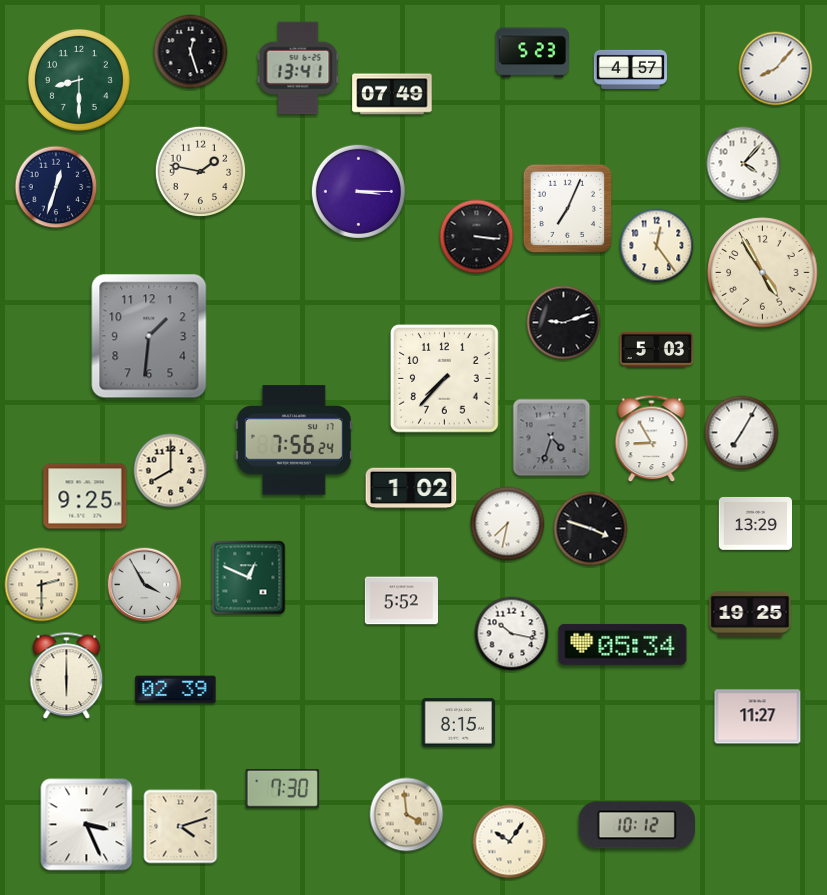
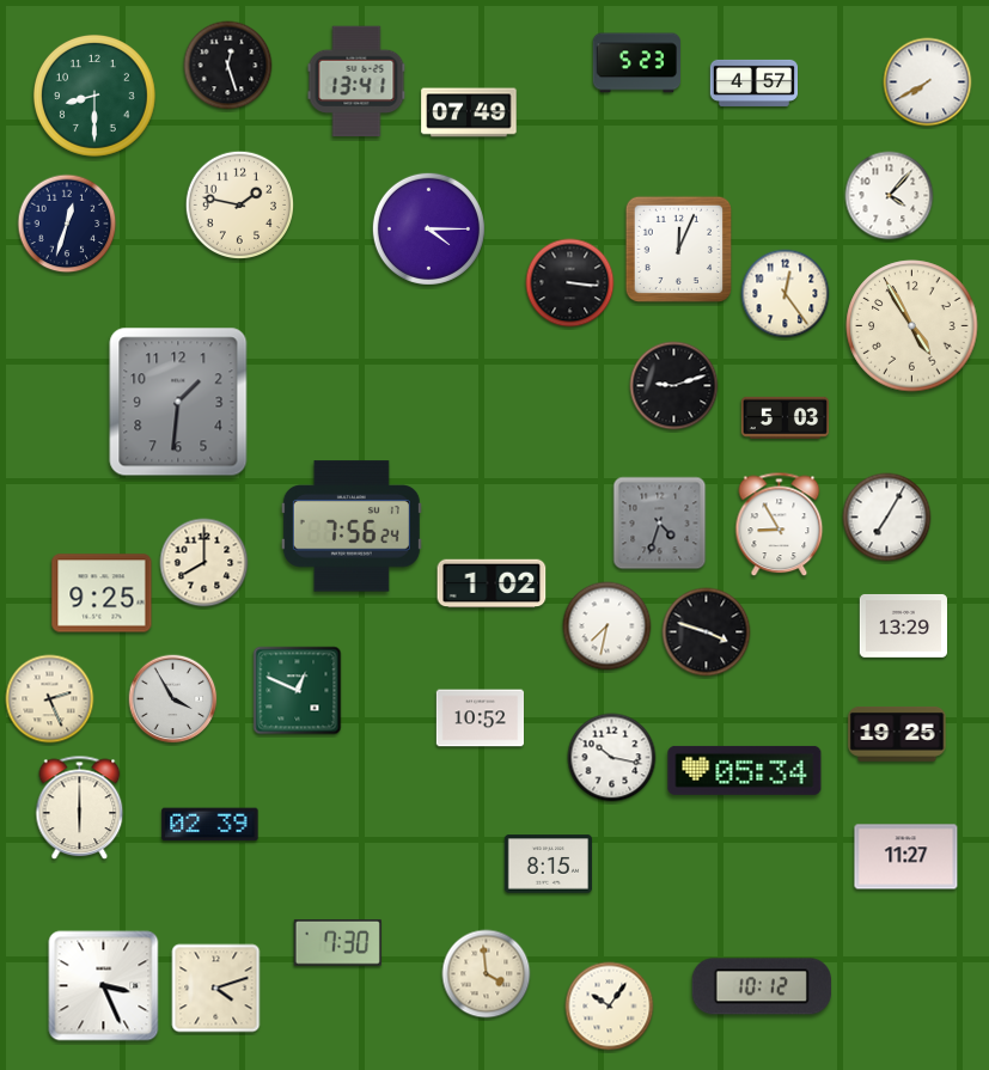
clock at (191, 52) position: (191, 52) -> (228, 66)
clock at (776, 69): 8:07 -> 7:40
clock at (358, 191): 3:15 -> 4:15
clock at (567, 208): 7:04 -> 12:04
clock at (445, 379): 7:37 -> none
clock at (42, 585): 2:30 -> 2:26
clock at (401, 601): 5:52 -> 10:52
